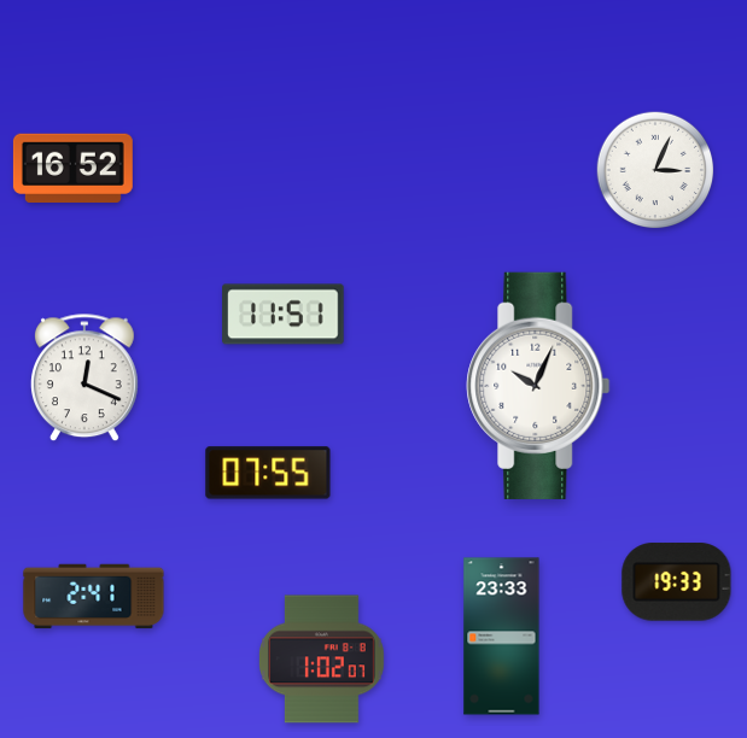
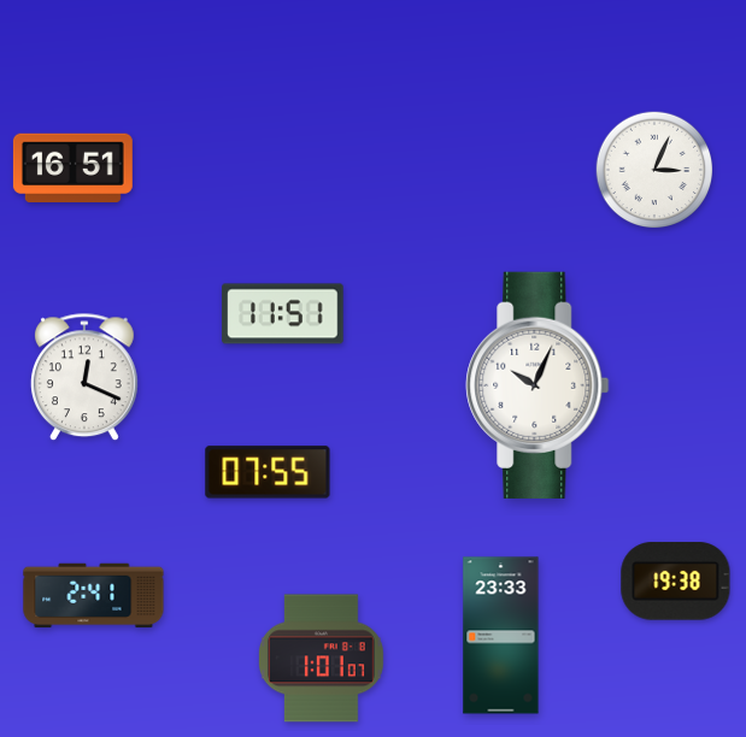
clock at (72, 168): 16:52 -> 16:51
clock at (677, 582): 19:33 -> 19:38
clock at (322, 660): 1:02 -> 1:01
